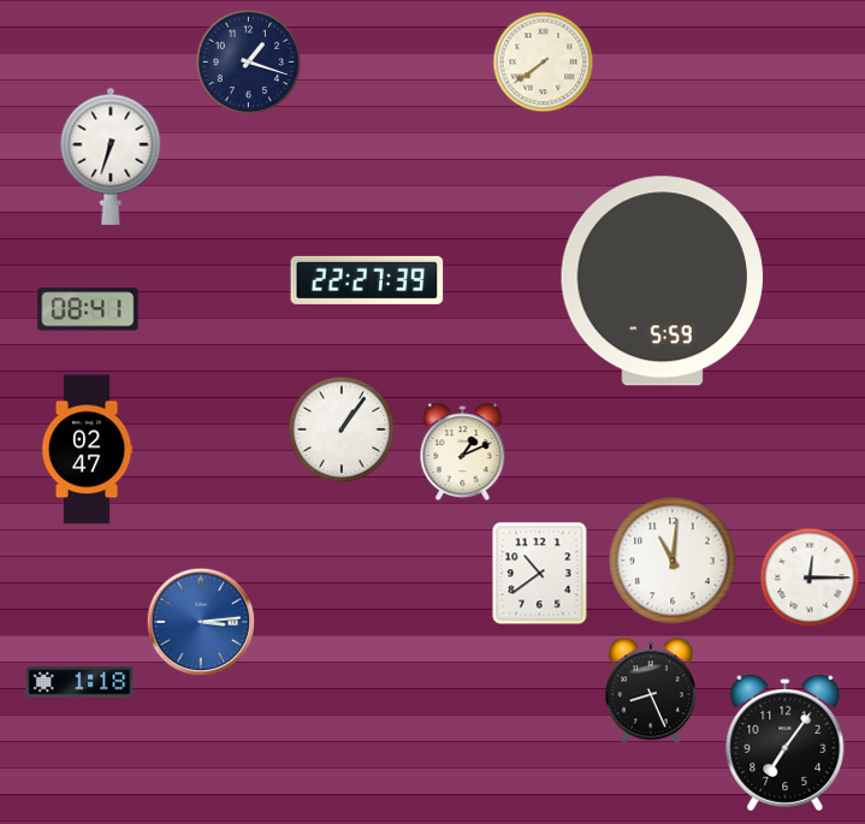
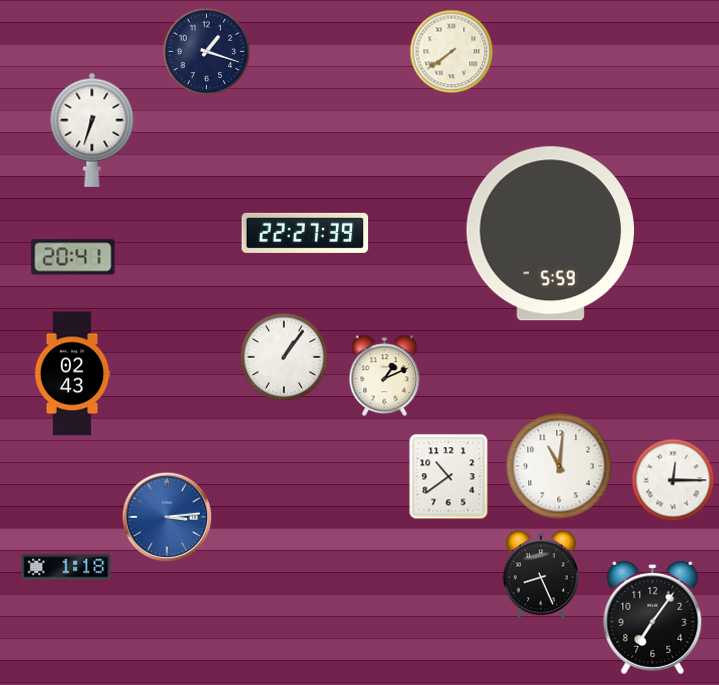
clock at (88, 309): 08:41 -> 20:41
clock at (87, 450): 02:47 -> 02:43
